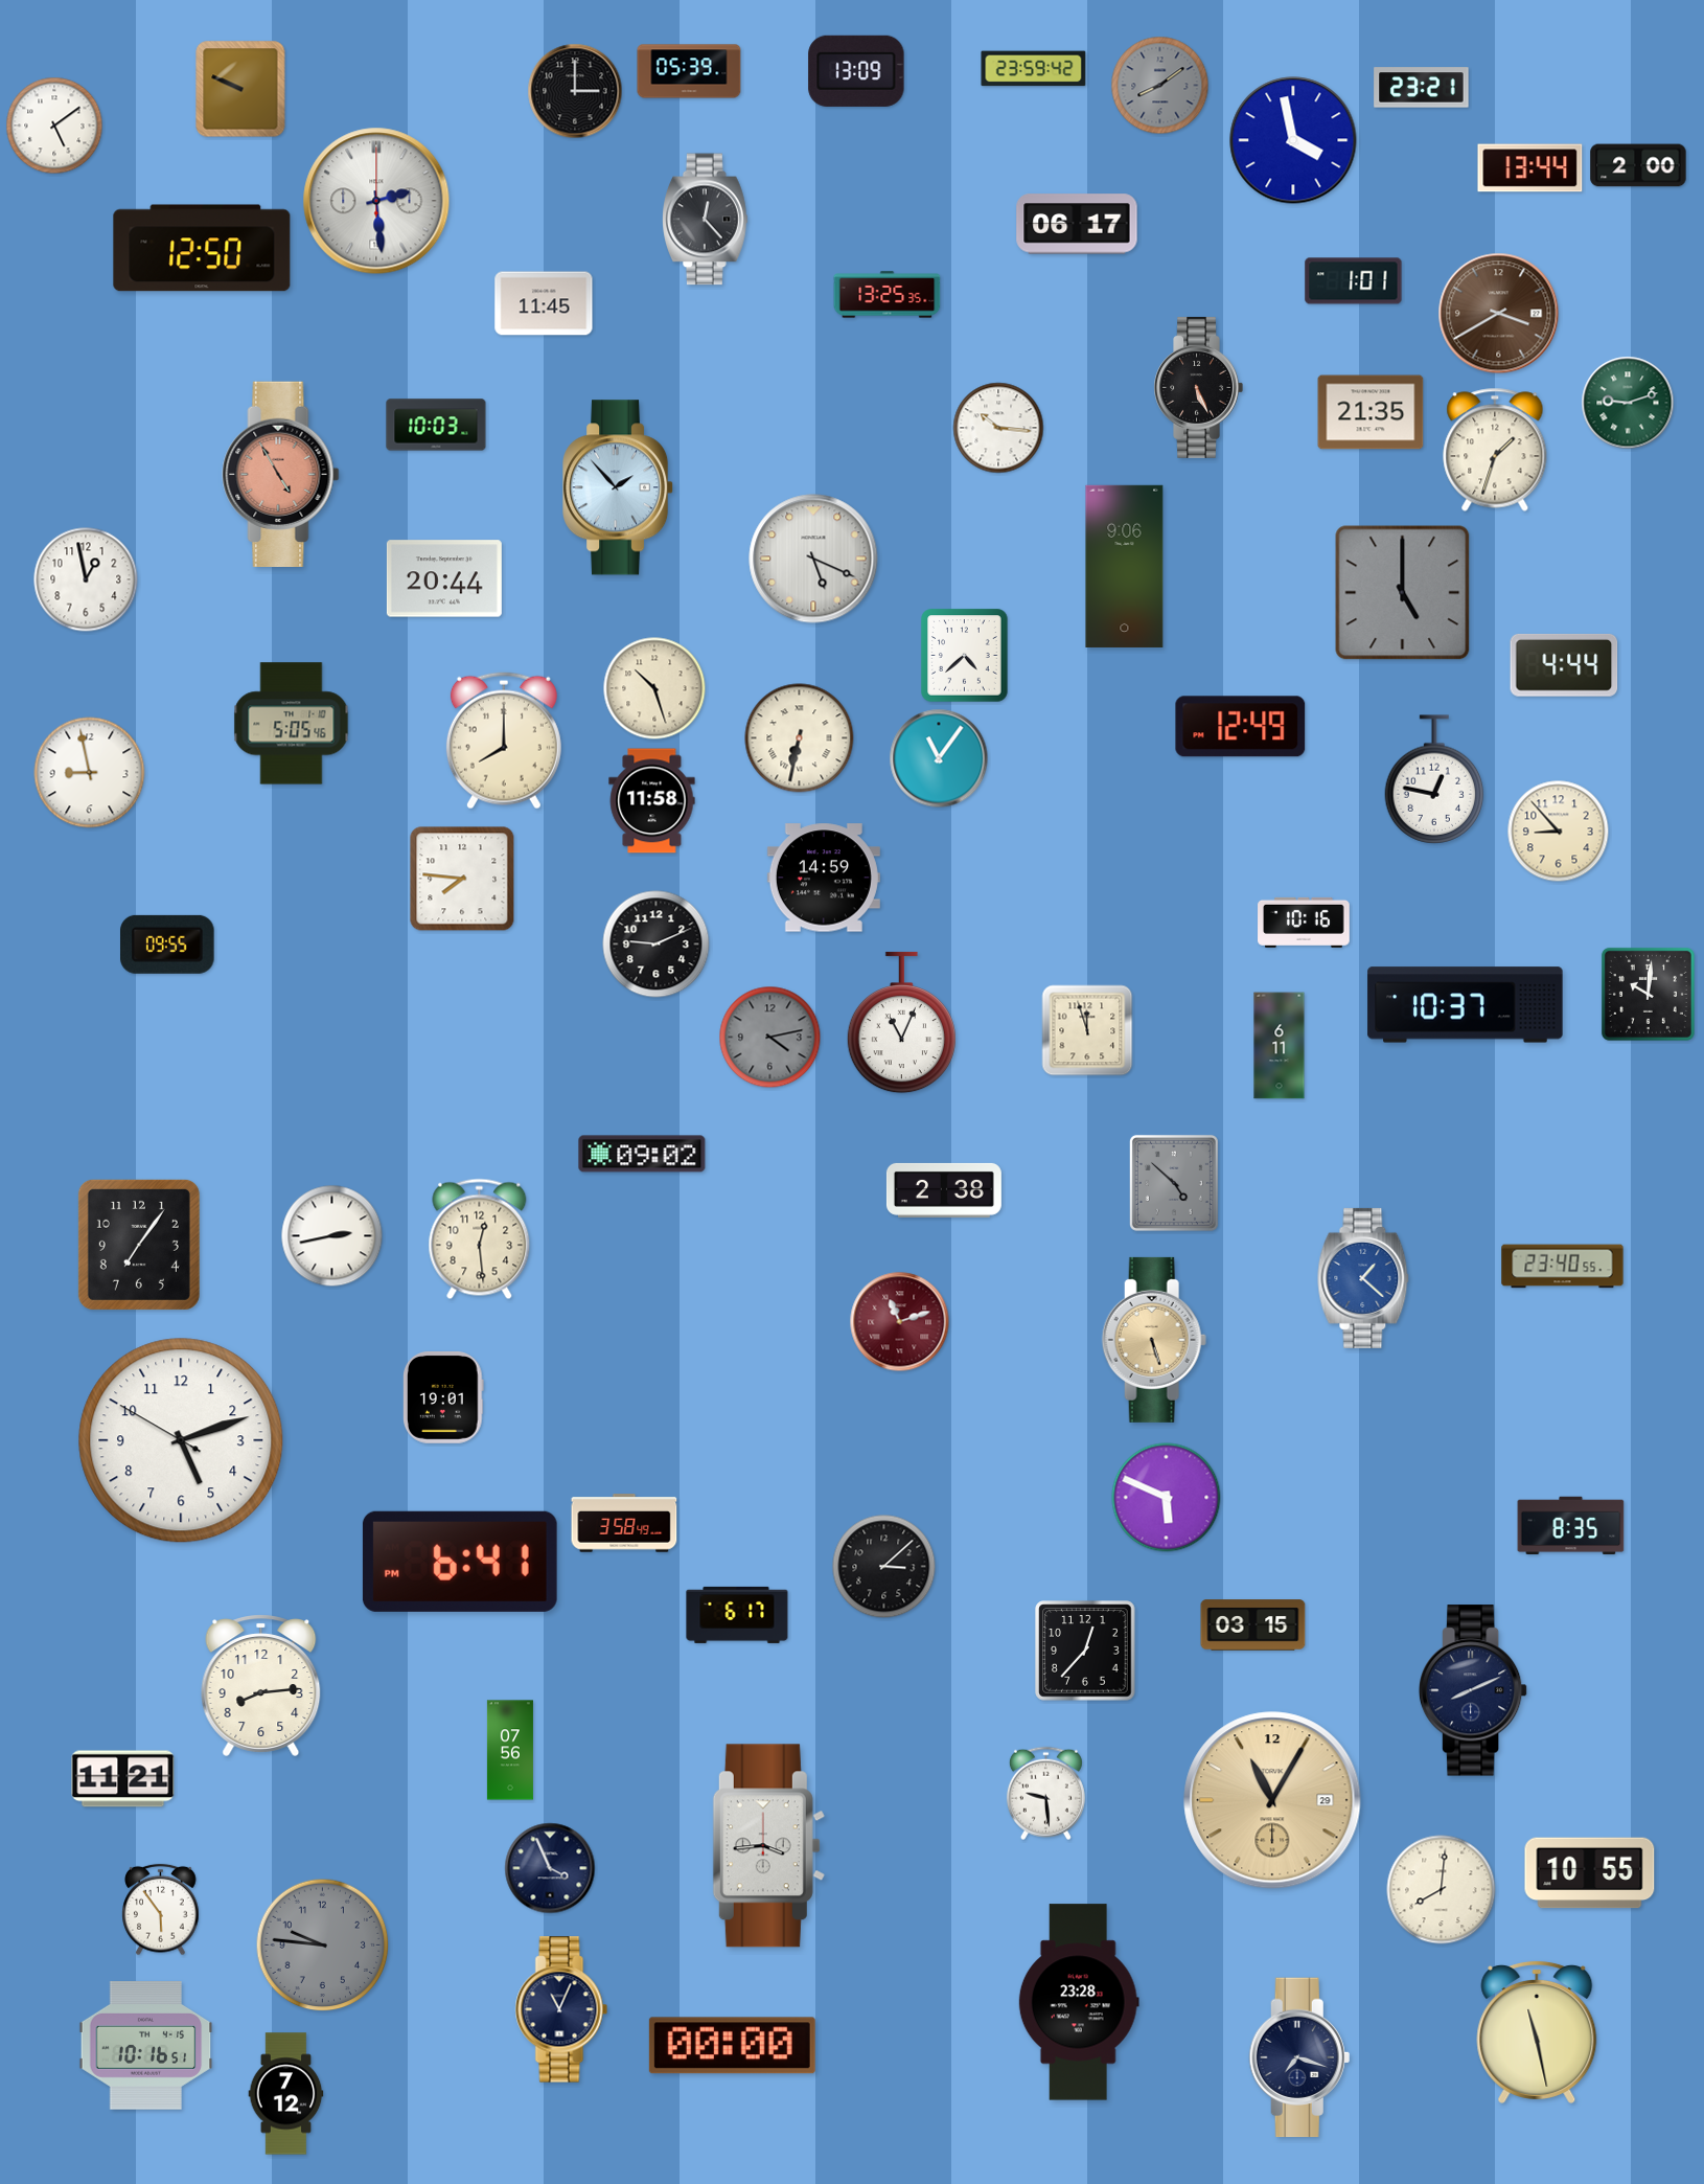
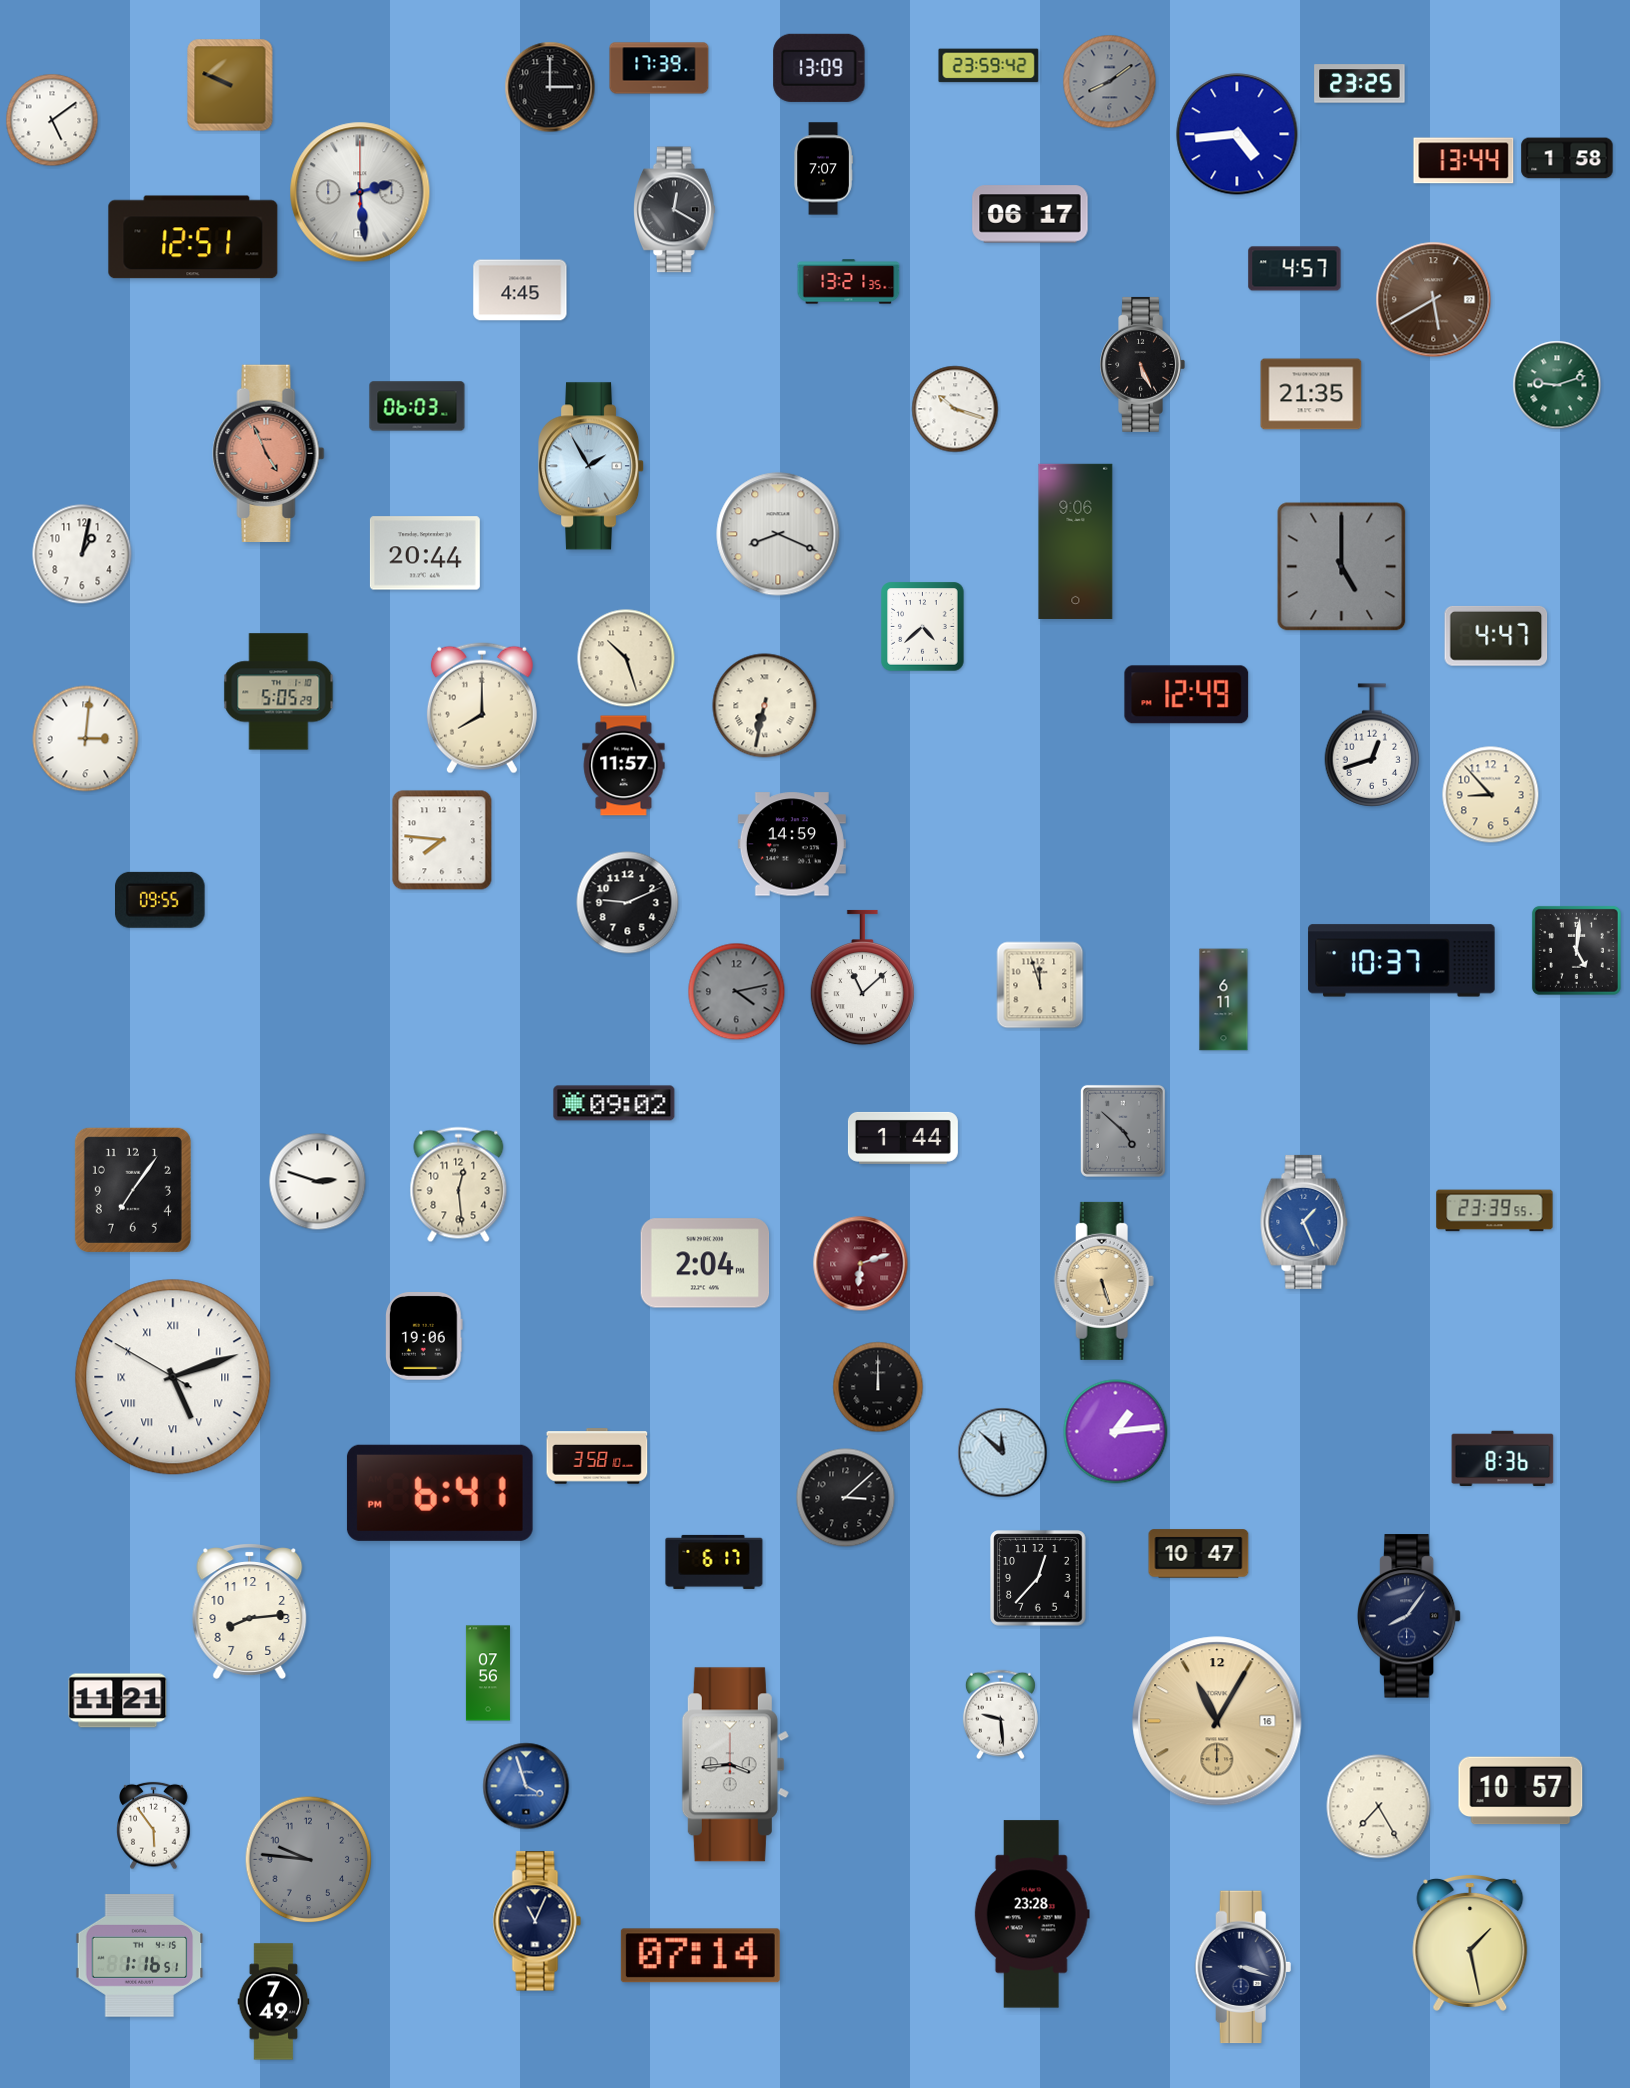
clock at (689, 71): 05:39 -> 17:39
clock at (1422, 88): 23:21 -> 23:25
clock at (1293, 140): 3:58 -> 4:44
clock at (1638, 165): 2:00 -> 1:58
clock at (823, 169): none -> 7:07
clock at (706, 220): 12:23 -> 12:20
clock at (202, 248): 12:50 -> 12:51
clock at (1354, 281): 1:01 -> 4:57
clock at (888, 295): 13:25 -> 13:21
clock at (544, 303): 11:45 -> 4:45
clock at (1499, 314): 3:40 -> 5:40
clock at (1198, 387) position: (1198, 387) -> (1142, 364)
clock at (436, 425): 10:03 -> 06:03
clock at (998, 428): 10:16 -> 10:18
clock at (1495, 450): 1:33 -> none
clock at (281, 474): 4:55 -> 4:56
clock at (619, 487): 1:53 -> 1:55
clock at (813, 559): 5:19 -> 8:19
clock at (86, 579): 12:58 -> 1:02
clock at (1564, 665): 4:44 -> 4:47
clock at (292, 724): 5:05:46 -> 5:05:29
clock at (939, 758): 11:06 -> none
clock at (90, 773): 8:58 -> 3:01
clock at (1434, 779): 12:47 -> 12:42
clock at (652, 801): 11:58 -> 11:57
clock at (824, 878) position: (824, 878) -> (792, 844)
clock at (1304, 923): 10:16 -> none
clock at (167, 945) position: (167, 945) -> (160, 900)
clock at (1648, 994): 10:01 -> 5:01
clock at (901, 1023): 11:04 -> 11:08
clock at (944, 1190): 2:38 -> 1:44
clock at (332, 1236): 2:43 -> 2:48
clock at (1563, 1267): 23:40 -> 23:39
clock at (1363, 1278): 1:22 -> 1:26
clock at (705, 1263): none -> 2:04
clock at (900, 1322): 11:12 -> 6:12
clock at (444, 1397): 19:01 -> 19:06
clock at (181, 1440) numerals: Arabic -> Roman
clock at (878, 1387): none -> 12:00
clock at (1167, 1498): 5:49 -> 1:14
clock at (1003, 1453): none -> 11:52
clock at (624, 1523): 3:58:49 -> 3:58:10
clock at (1571, 1526): 8:35 -> 8:36
clock at (737, 1615) position: (737, 1615) -> (714, 1562)
clock at (1253, 1625): 03:15 -> 10:47
clock at (1473, 1690): 8:11 -> 8:06
clock at (1272, 1800) date: 29 -> 16
clock at (550, 1868): 3:56 -> 3:57
clock at (550, 1868) dial: navy -> blue
clock at (1590, 1873): 10:55 -> 10:57
clock at (1442, 1890): 8:01 -> 7:25
clock at (1537, 2032): 11:28 -> 1:28
clock at (146, 2046): 10:16 -> 1:16
clock at (732, 2046): 00:00 -> 07:14
clock at (1299, 2057): 7:18 -> 3:18
clock at (286, 2094): 7:12 -> 7:49
